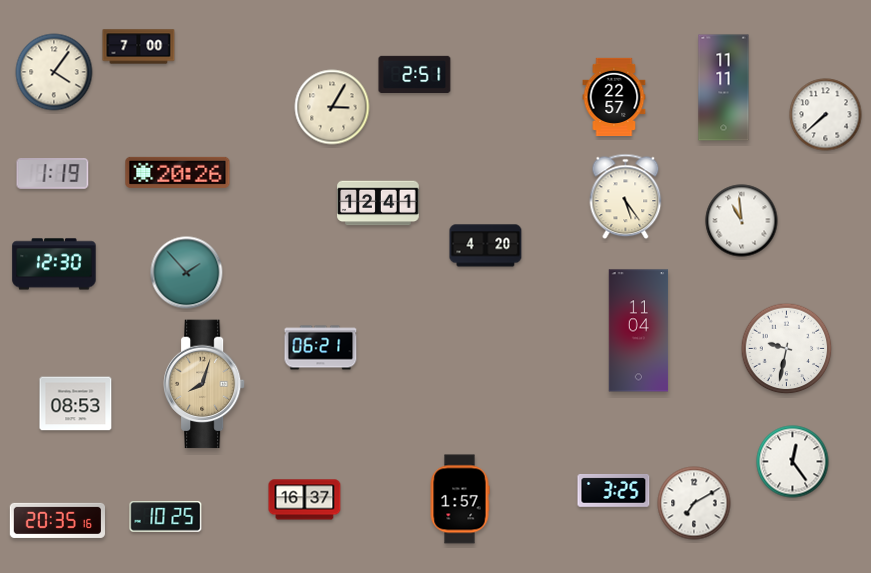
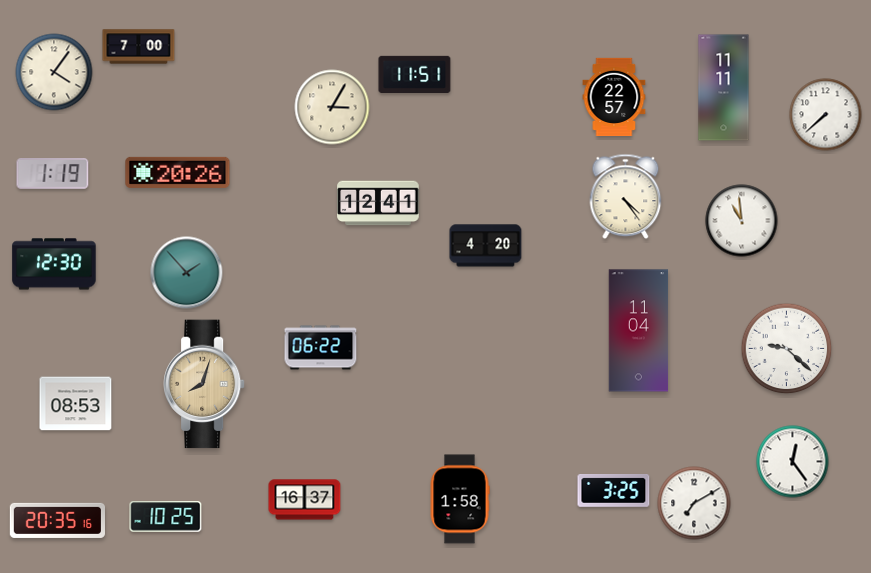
clock at (415, 74): 2:51 -> 11:51
clock at (626, 197): 5:24 -> 4:24
clock at (321, 348): 06:21 -> 06:22
clock at (787, 349): 9:32 -> 9:22
clock at (460, 499): 1:57 -> 1:58
